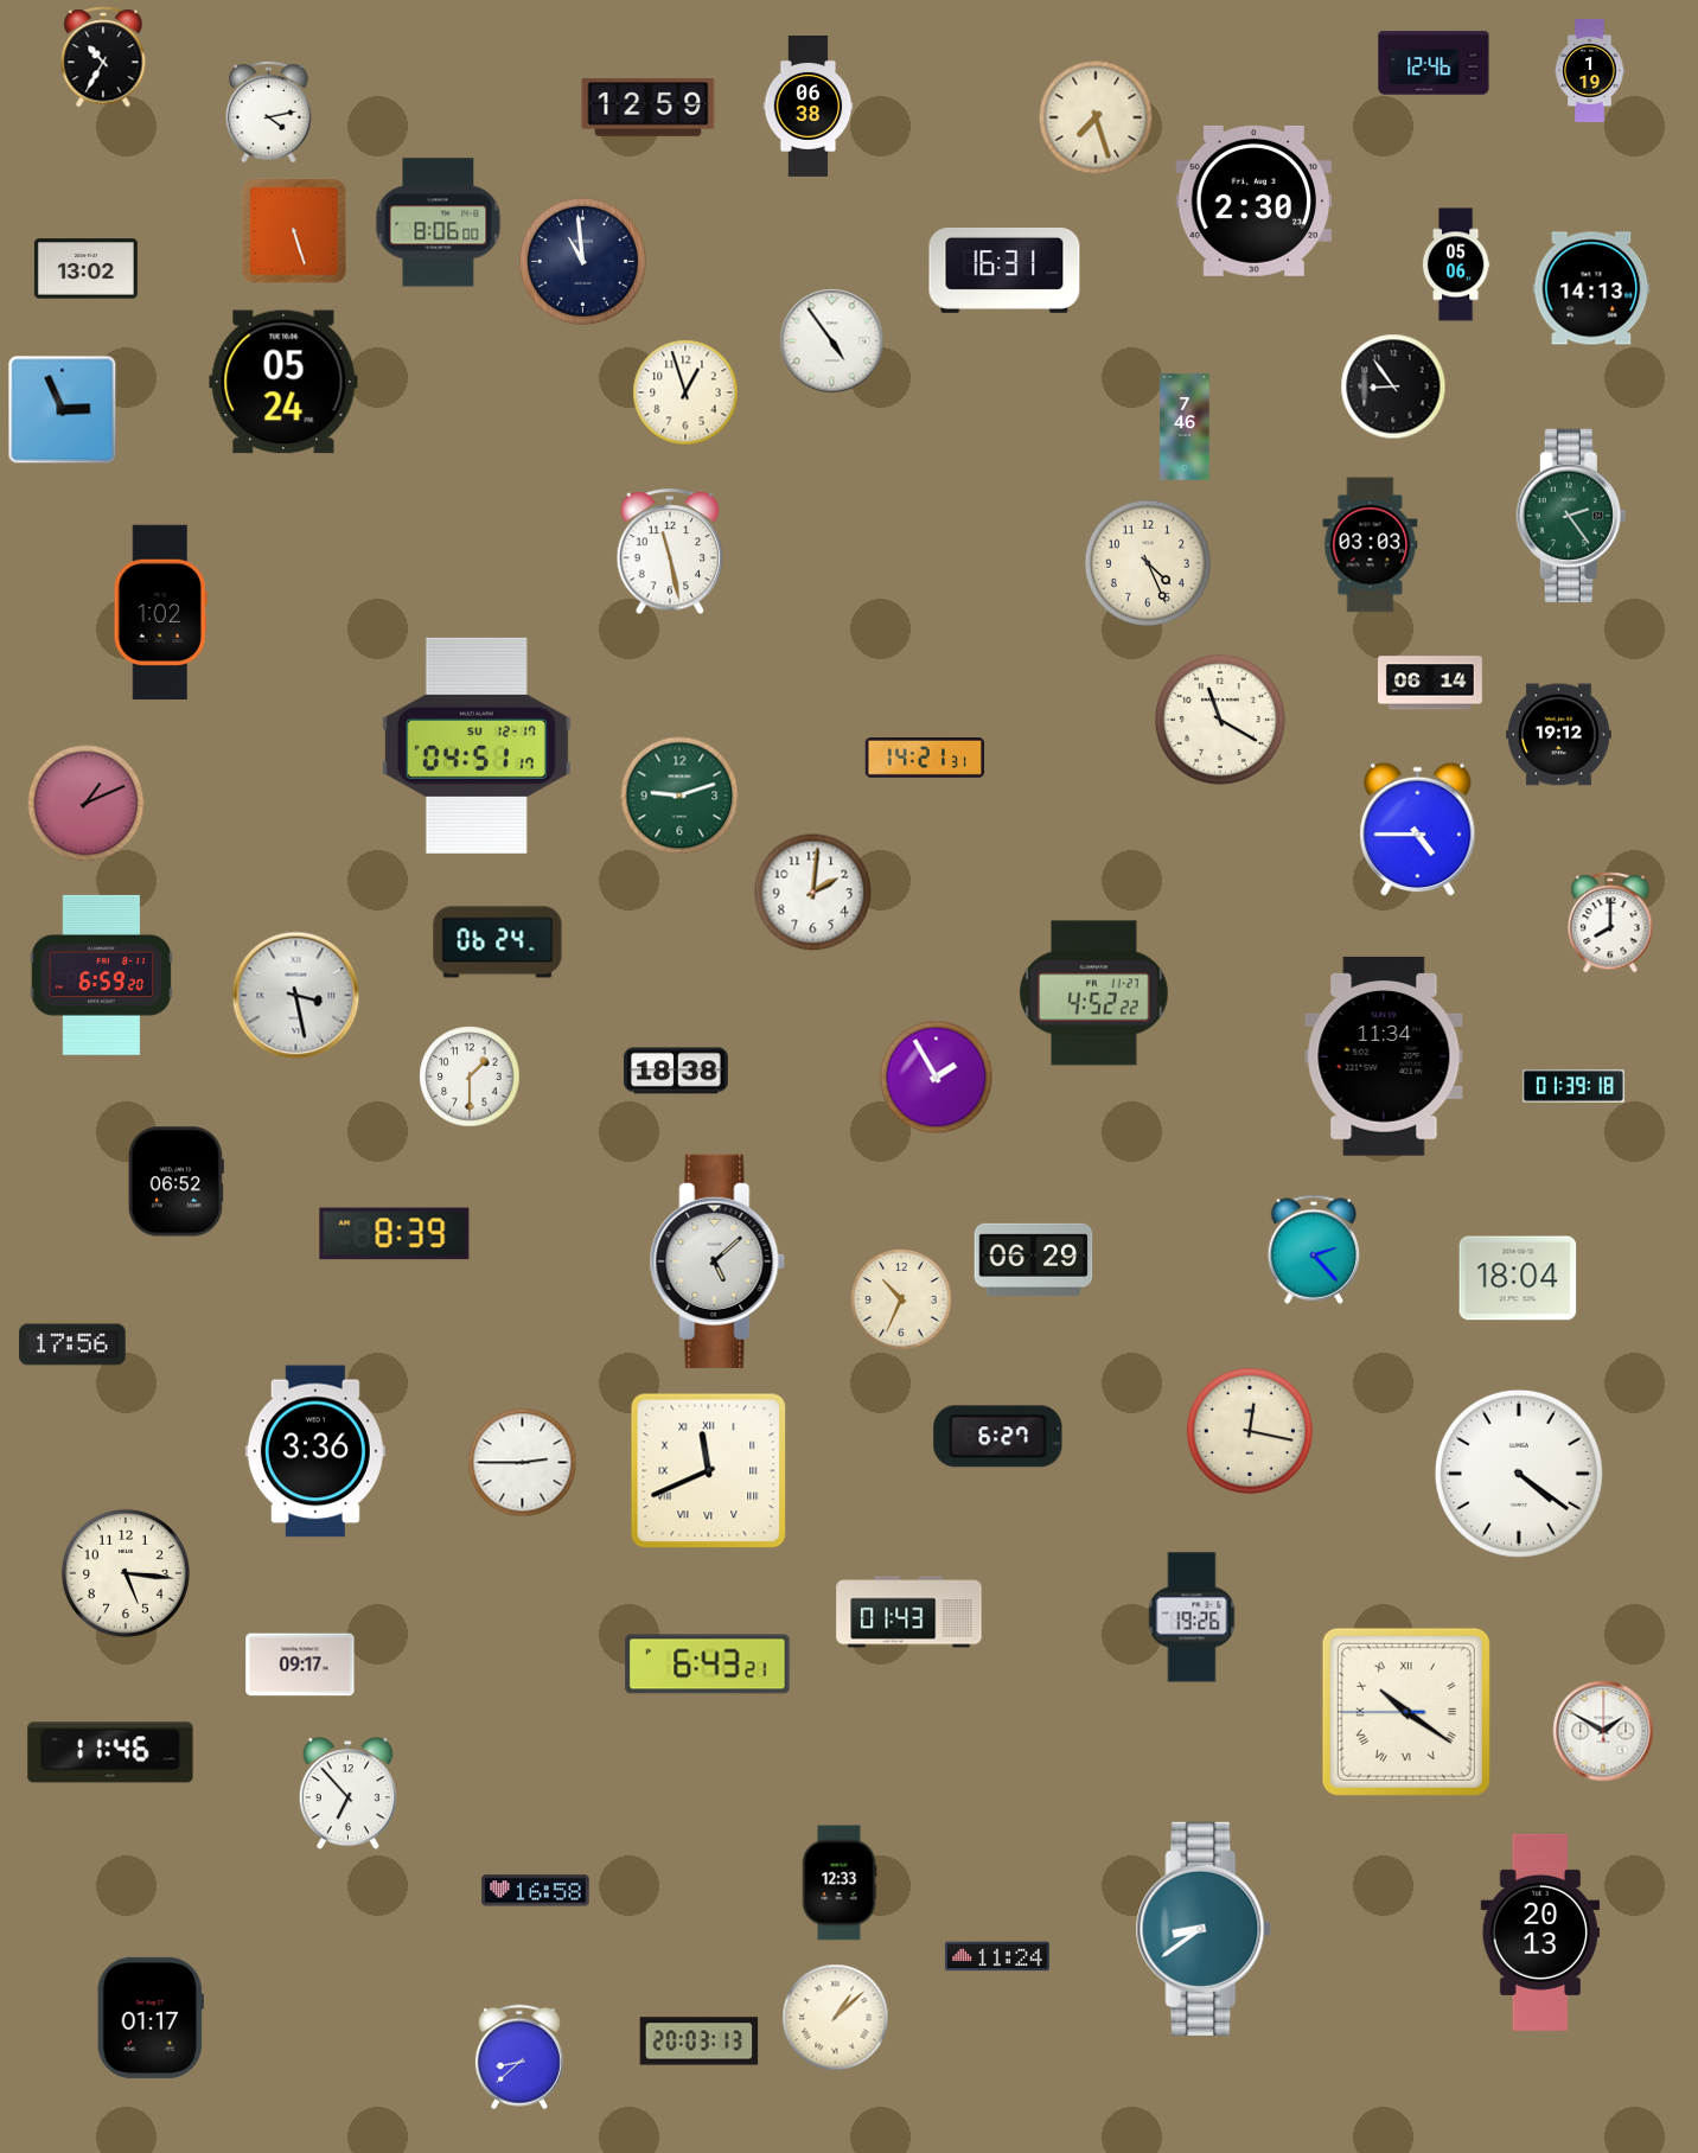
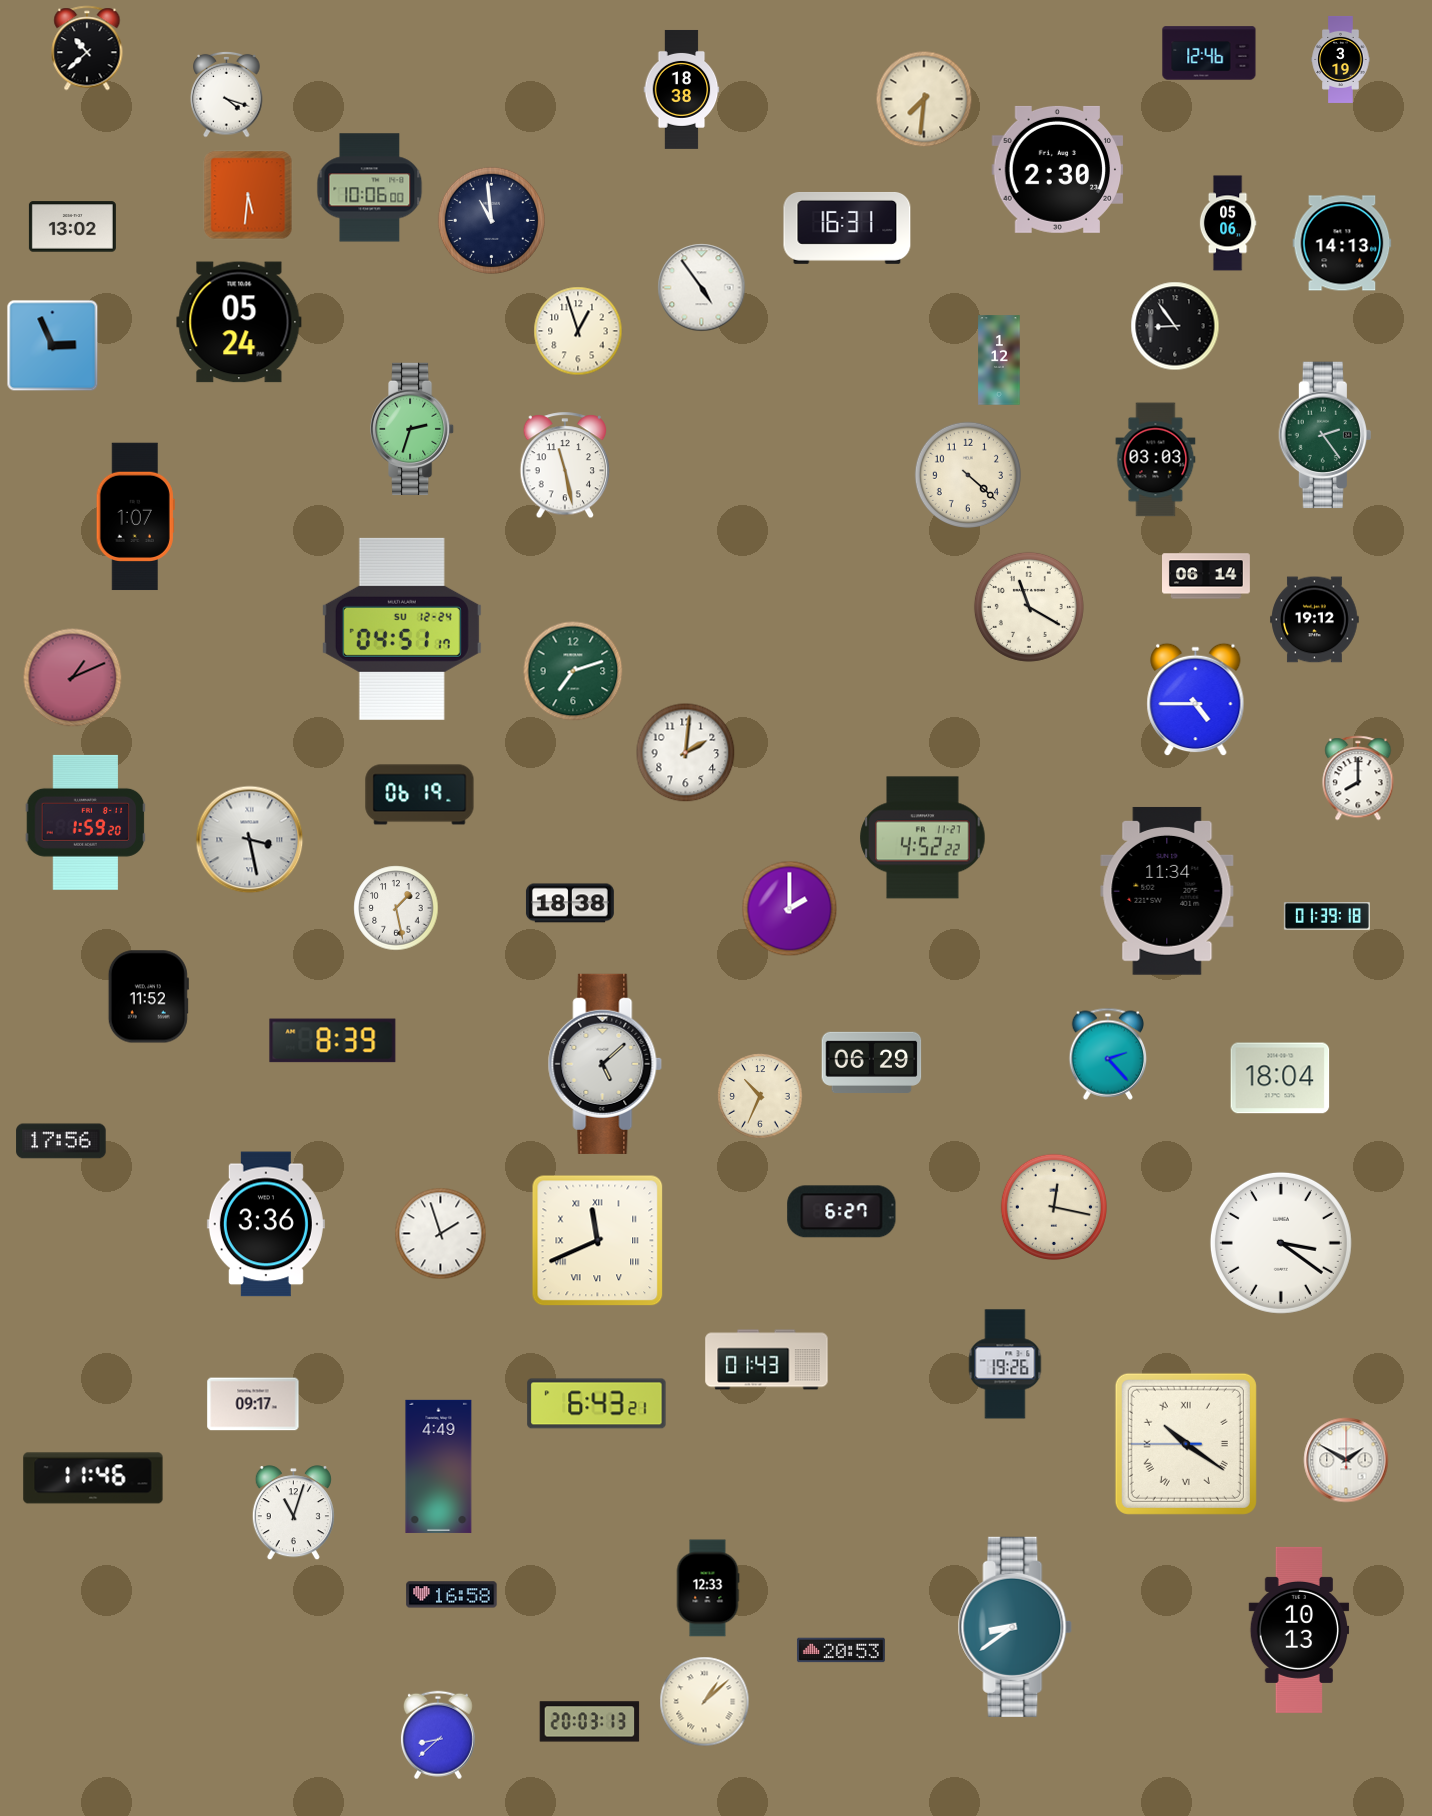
clock at (103, 57): 10:35 -> 10:38
clock at (1590, 70): 1:19 -> 3:19
clock at (809, 106): 06:38 -> 18:38
clock at (649, 108): 12:59 -> none
clock at (269, 111): 4:13 -> 4:18
clock at (1096, 117): 7:27 -> 7:31
clock at (439, 223): 8:06 -> 10:06
clock at (294, 231): 5:27 -> 5:31
clock at (1185, 427): 7:46 -> 1:12
clock at (413, 429): none -> 2:33
clock at (1148, 563): 4:26 -> 4:22
clock at (160, 613): 1:02 -> 1:07
clock at (477, 746) date: SU 12-17 -> SU 12-24
clock at (925, 759): 14:21 -> none
clock at (679, 796): 9:12 -> 7:12
clock at (498, 943): 06:24 -> 06:19
clock at (102, 975): 6:59 -> 1:59
clock at (470, 1076): 1:30 -> 1:28
clock at (937, 1078): 1:55 -> 2:00
clock at (175, 1182): 06:52 -> 11:52
clock at (72, 1344) position: (72, 1344) -> (61, 1141)
clock at (523, 1463): 2:45 -> 1:57
clock at (1519, 1474): 4:21 -> 3:21
clock at (126, 1573): 5:16 -> none
clock at (1603, 1731) position: (1603, 1731) -> (1346, 1460)
clock at (439, 1466): none -> 4:49
clock at (347, 1794): 6:53 -> 11:03
clock at (1540, 1932): 20:13 -> 10:13
clock at (997, 1956): 11:24 -> 20:53
clock at (151, 2018): 01:17 -> none
